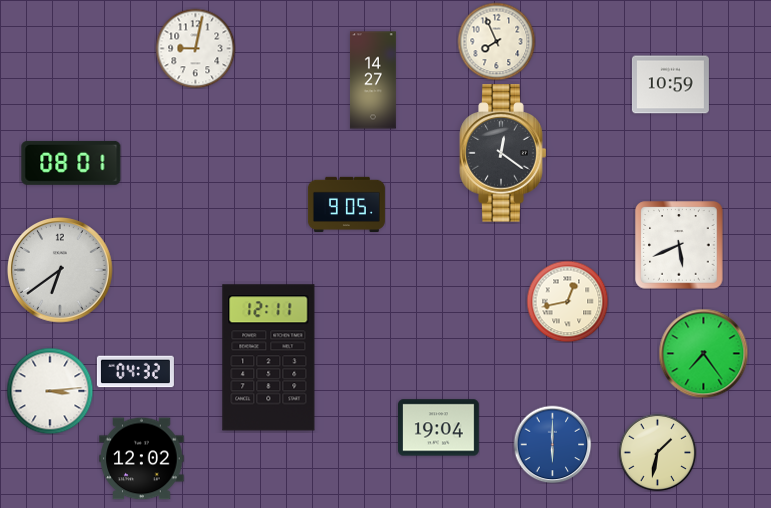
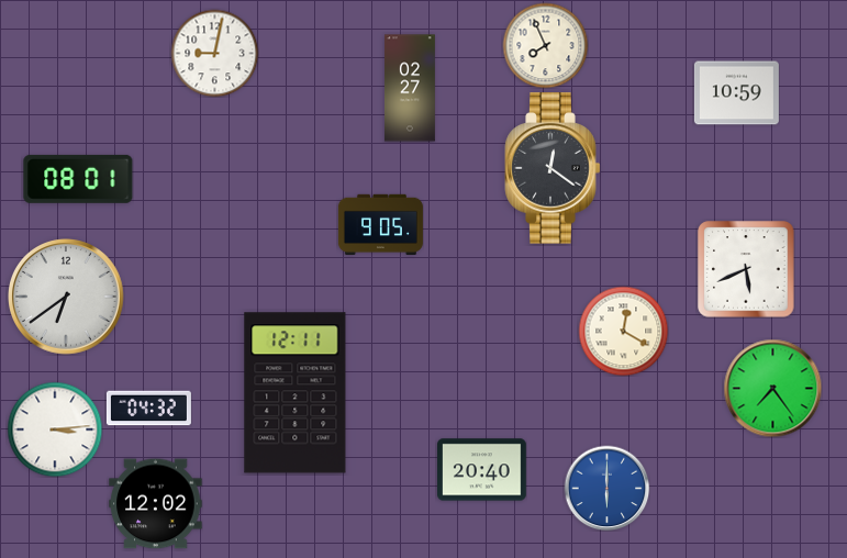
clock at (373, 80): 14:27 -> 02:27
clock at (567, 301): 12:43 -> 12:20
clock at (439, 428): 19:04 -> 20:40
clock at (657, 452): 1:32 -> none
